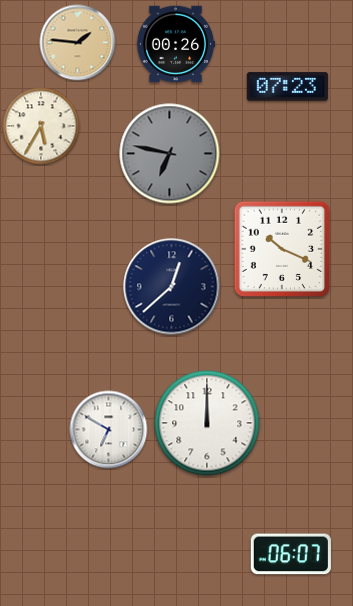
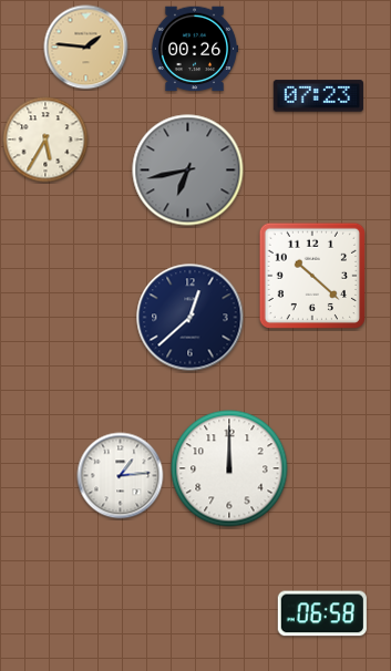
clock at (170, 154): 6:47 -> 6:43
clock at (281, 248): 10:19 -> 10:22
clock at (109, 430): 6:50 -> 1:14
clock at (291, 554): 06:07 -> 06:58
